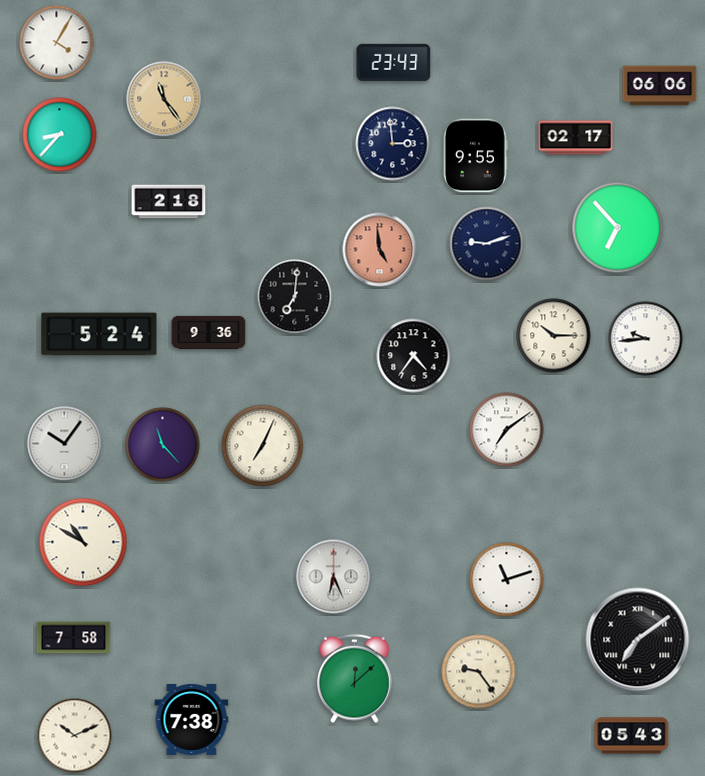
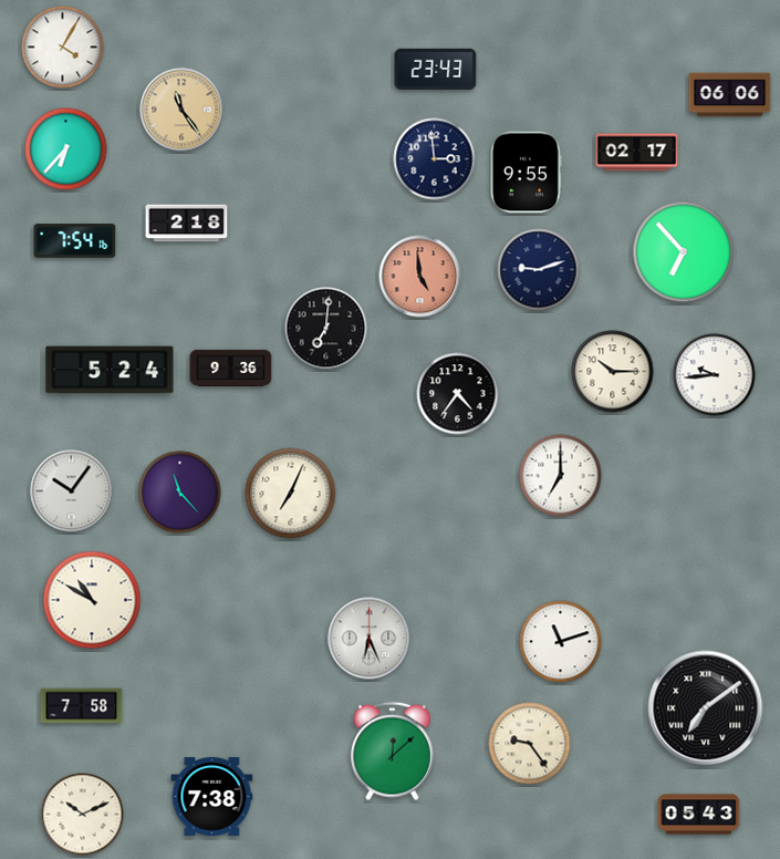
clock at (60, 135): 8:37 -> 6:37
clock at (75, 241): none -> 7:54
clock at (507, 430): 7:09 -> 7:00
